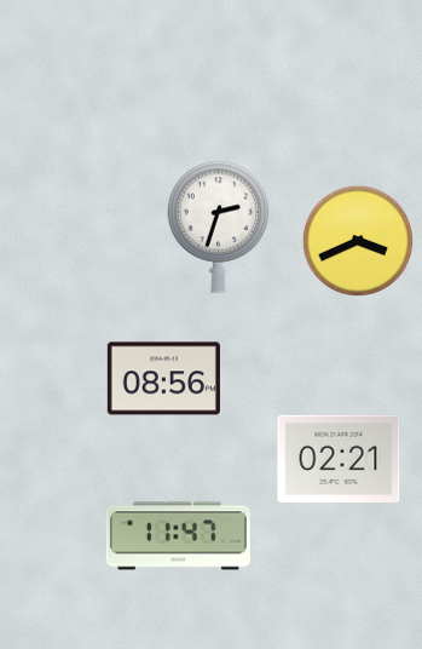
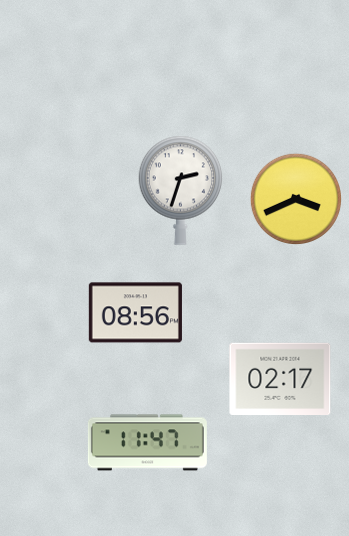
clock at (219, 226) position: (219, 226) -> (181, 190)
clock at (339, 458): 02:21 -> 02:17
